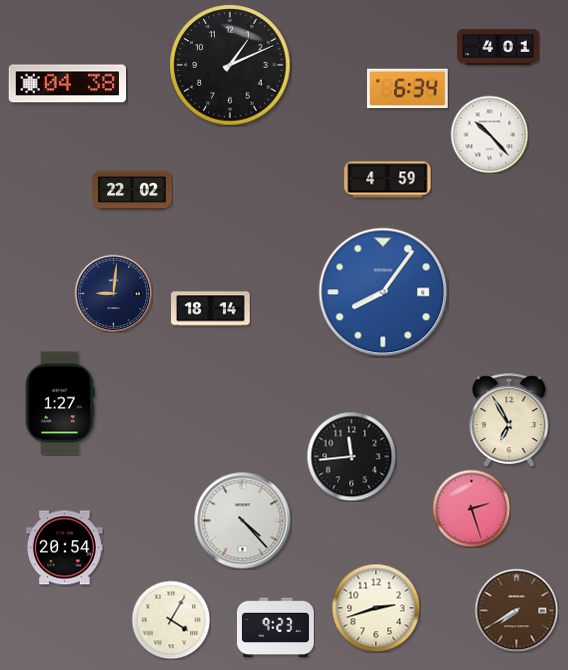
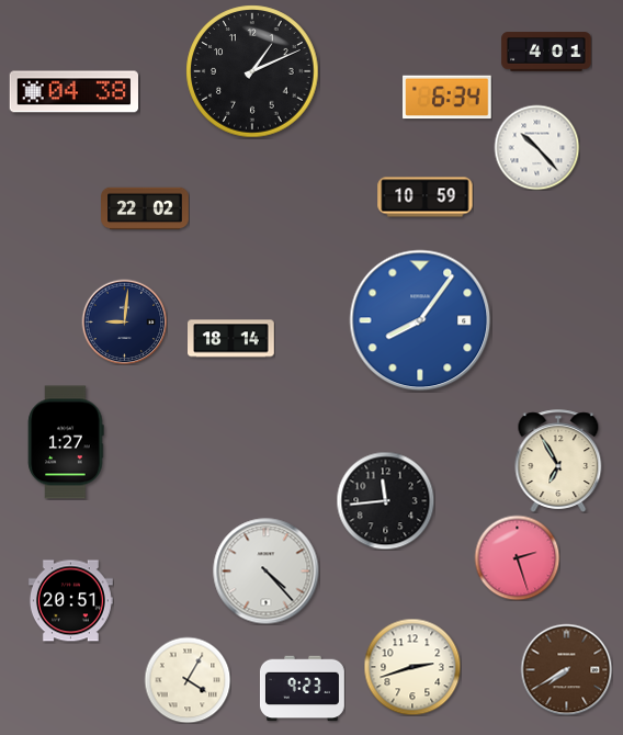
clock at (388, 180): 4:59 -> 10:59
clock at (64, 548): 20:54 -> 20:51
